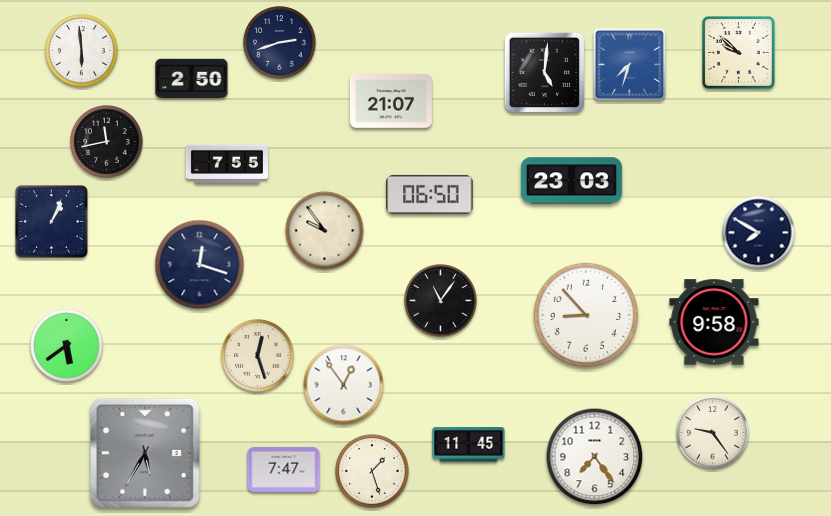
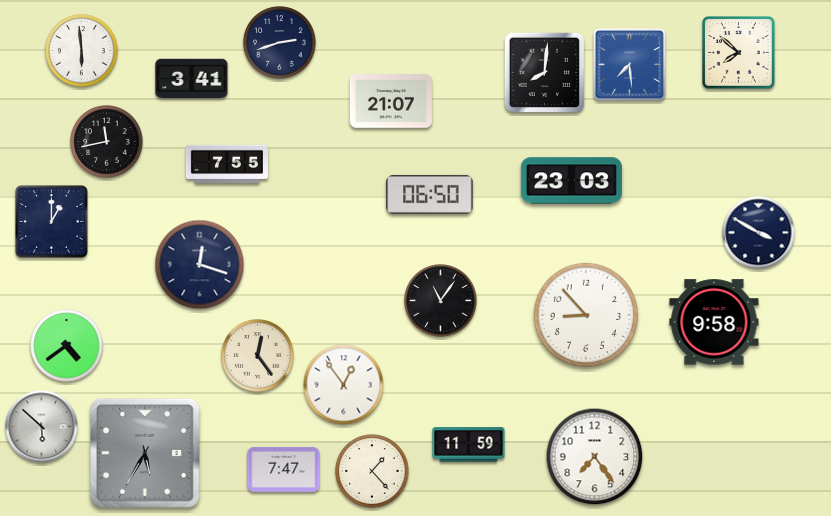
clock at (739, 53): 9:52 -> 7:52
clock at (630, 65): 7:33 -> 7:29
clock at (544, 72): 5:01 -> 8:01
clock at (192, 79): 2:50 -> 3:41
clock at (52, 222): 1:04 -> 1:00
clock at (325, 231): 9:54 -> none
clock at (759, 233): 7:50 -> 3:50
clock at (67, 346): 5:39 -> 4:39
clock at (258, 356): 12:27 -> 12:24
clock at (42, 427): none -> 5:52
clock at (713, 433): 9:24 -> none
clock at (469, 445): 11:45 -> 11:59
clock at (372, 471): 1:27 -> 1:23
